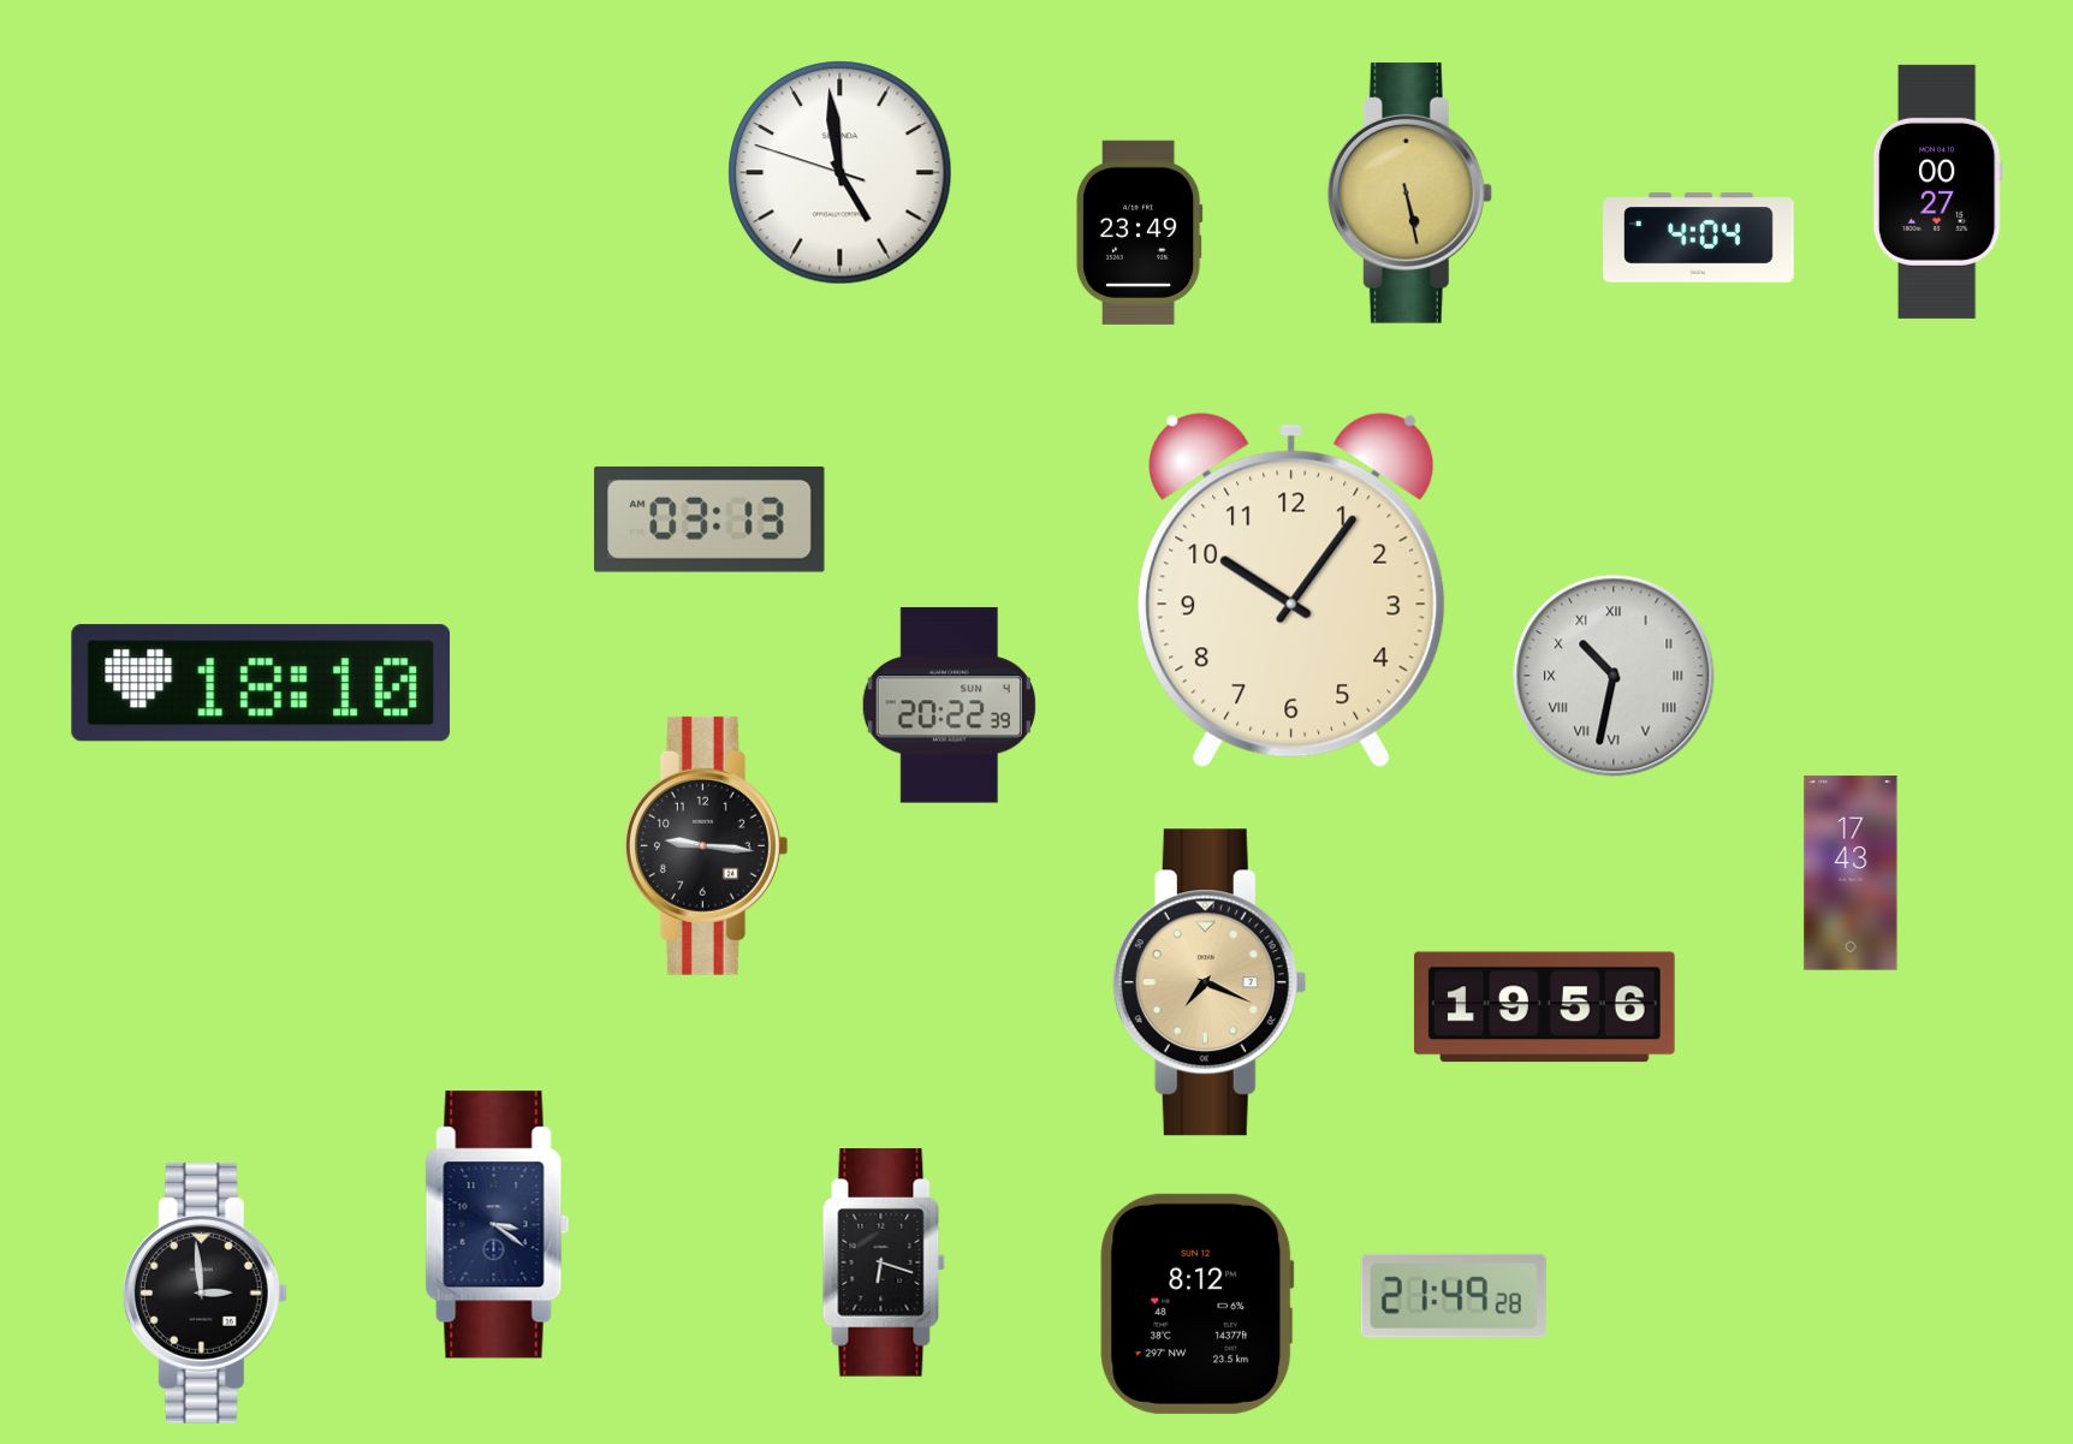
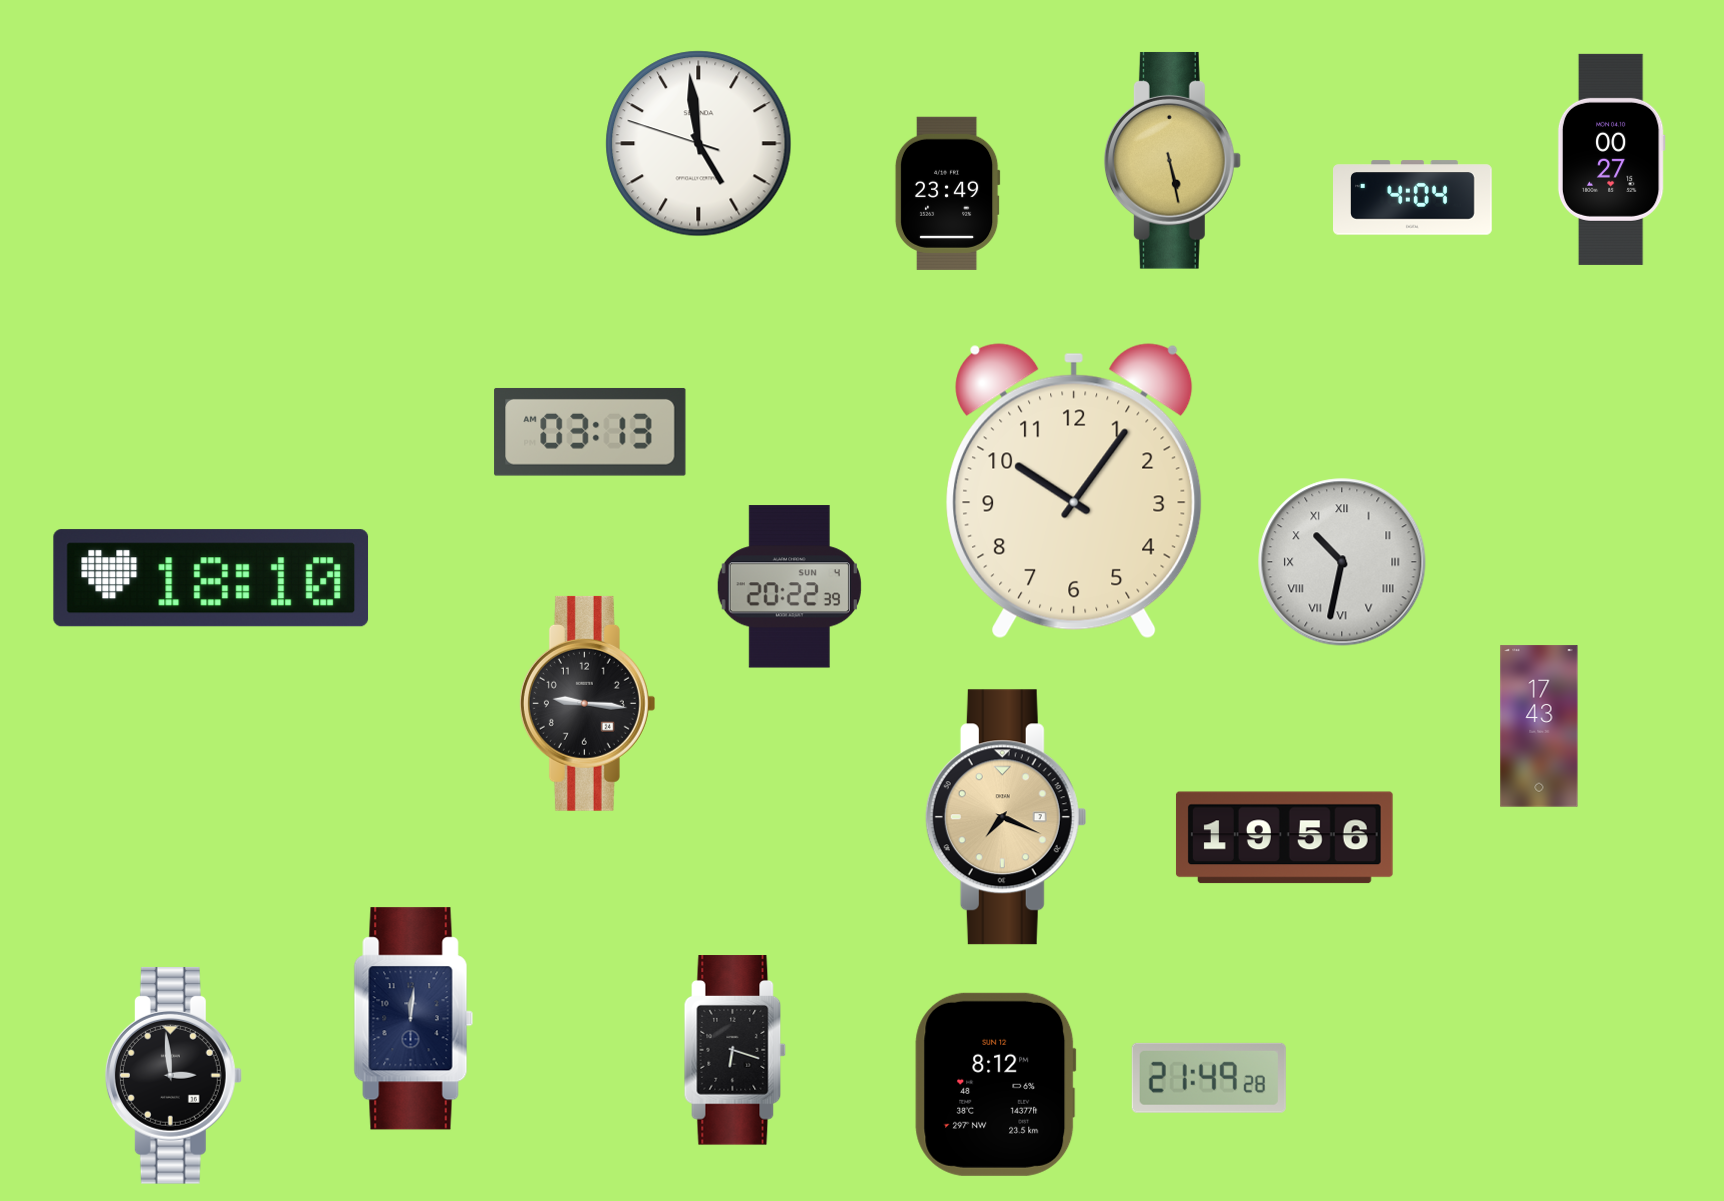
clock at (261, 683) position: (261, 683) -> (211, 578)
clock at (498, 1225): 3:21 -> 12:01
clock at (204, 1293) position: (204, 1293) -> (173, 1075)
